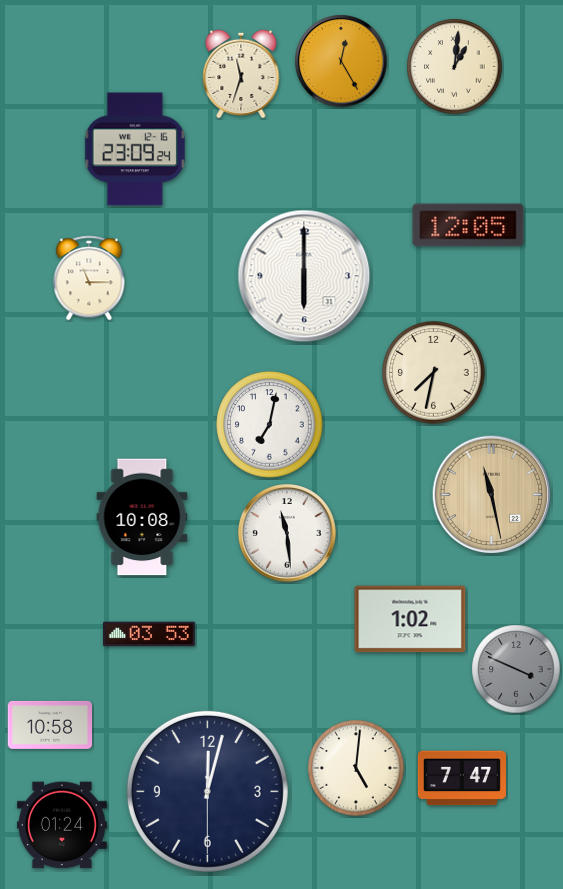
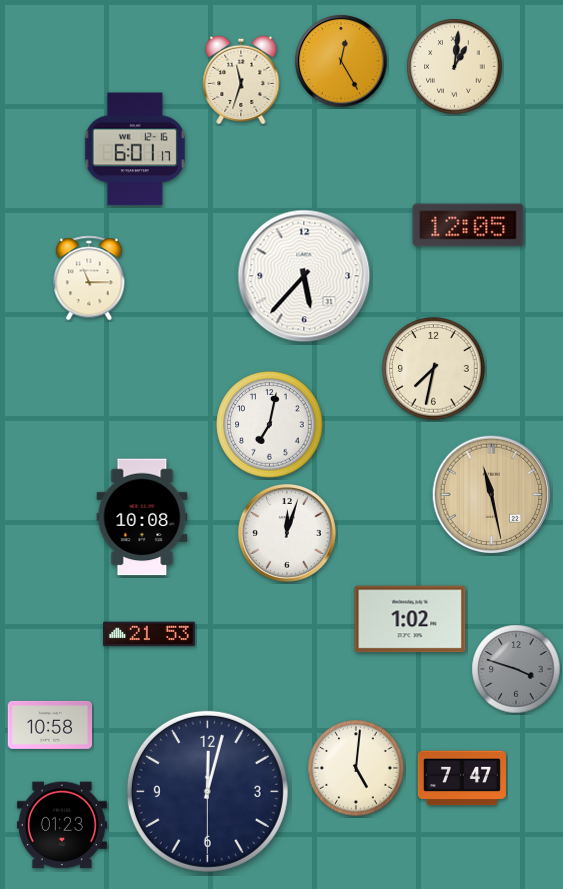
clock at (241, 74) position: (241, 74) -> (241, 80)
clock at (135, 149): 23:09 -> 6:01
clock at (304, 276): 6:00 -> 5:37
clock at (434, 373) position: (434, 373) -> (434, 369)
clock at (288, 534): 11:29 -> 12:03
clock at (150, 634): 03:53 -> 21:53
clock at (516, 669): 3:49 -> 3:48
clock at (62, 825): 01:24 -> 01:23
